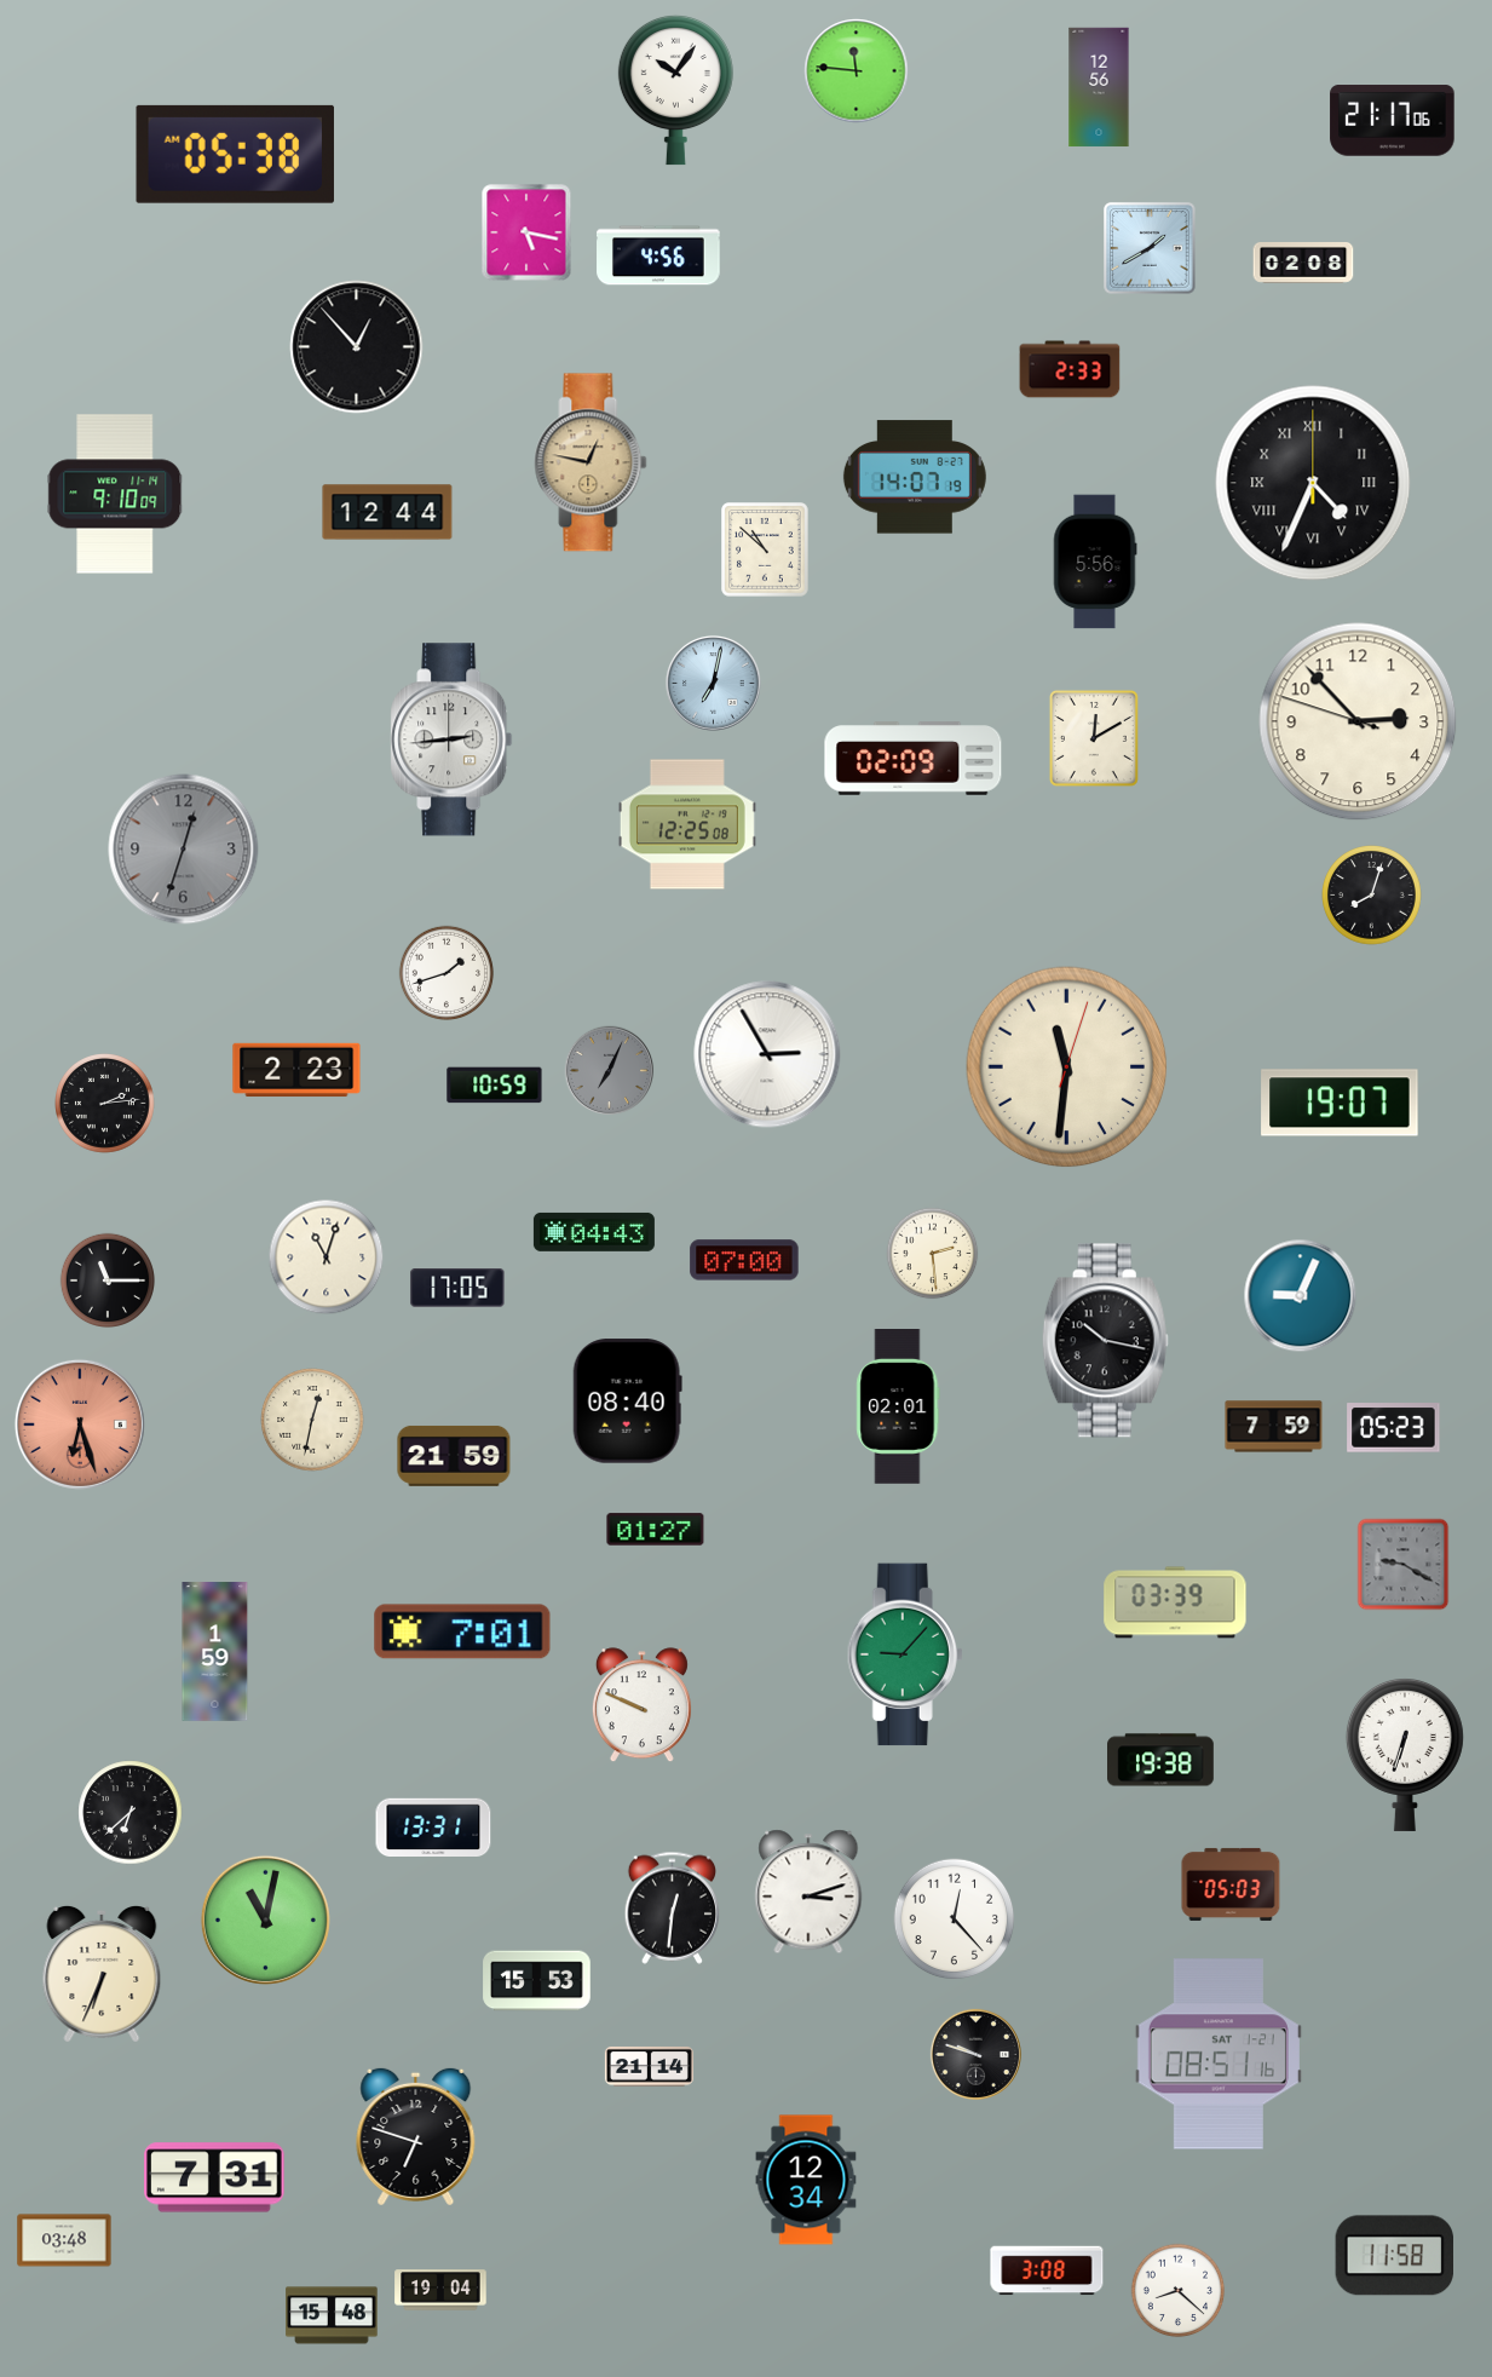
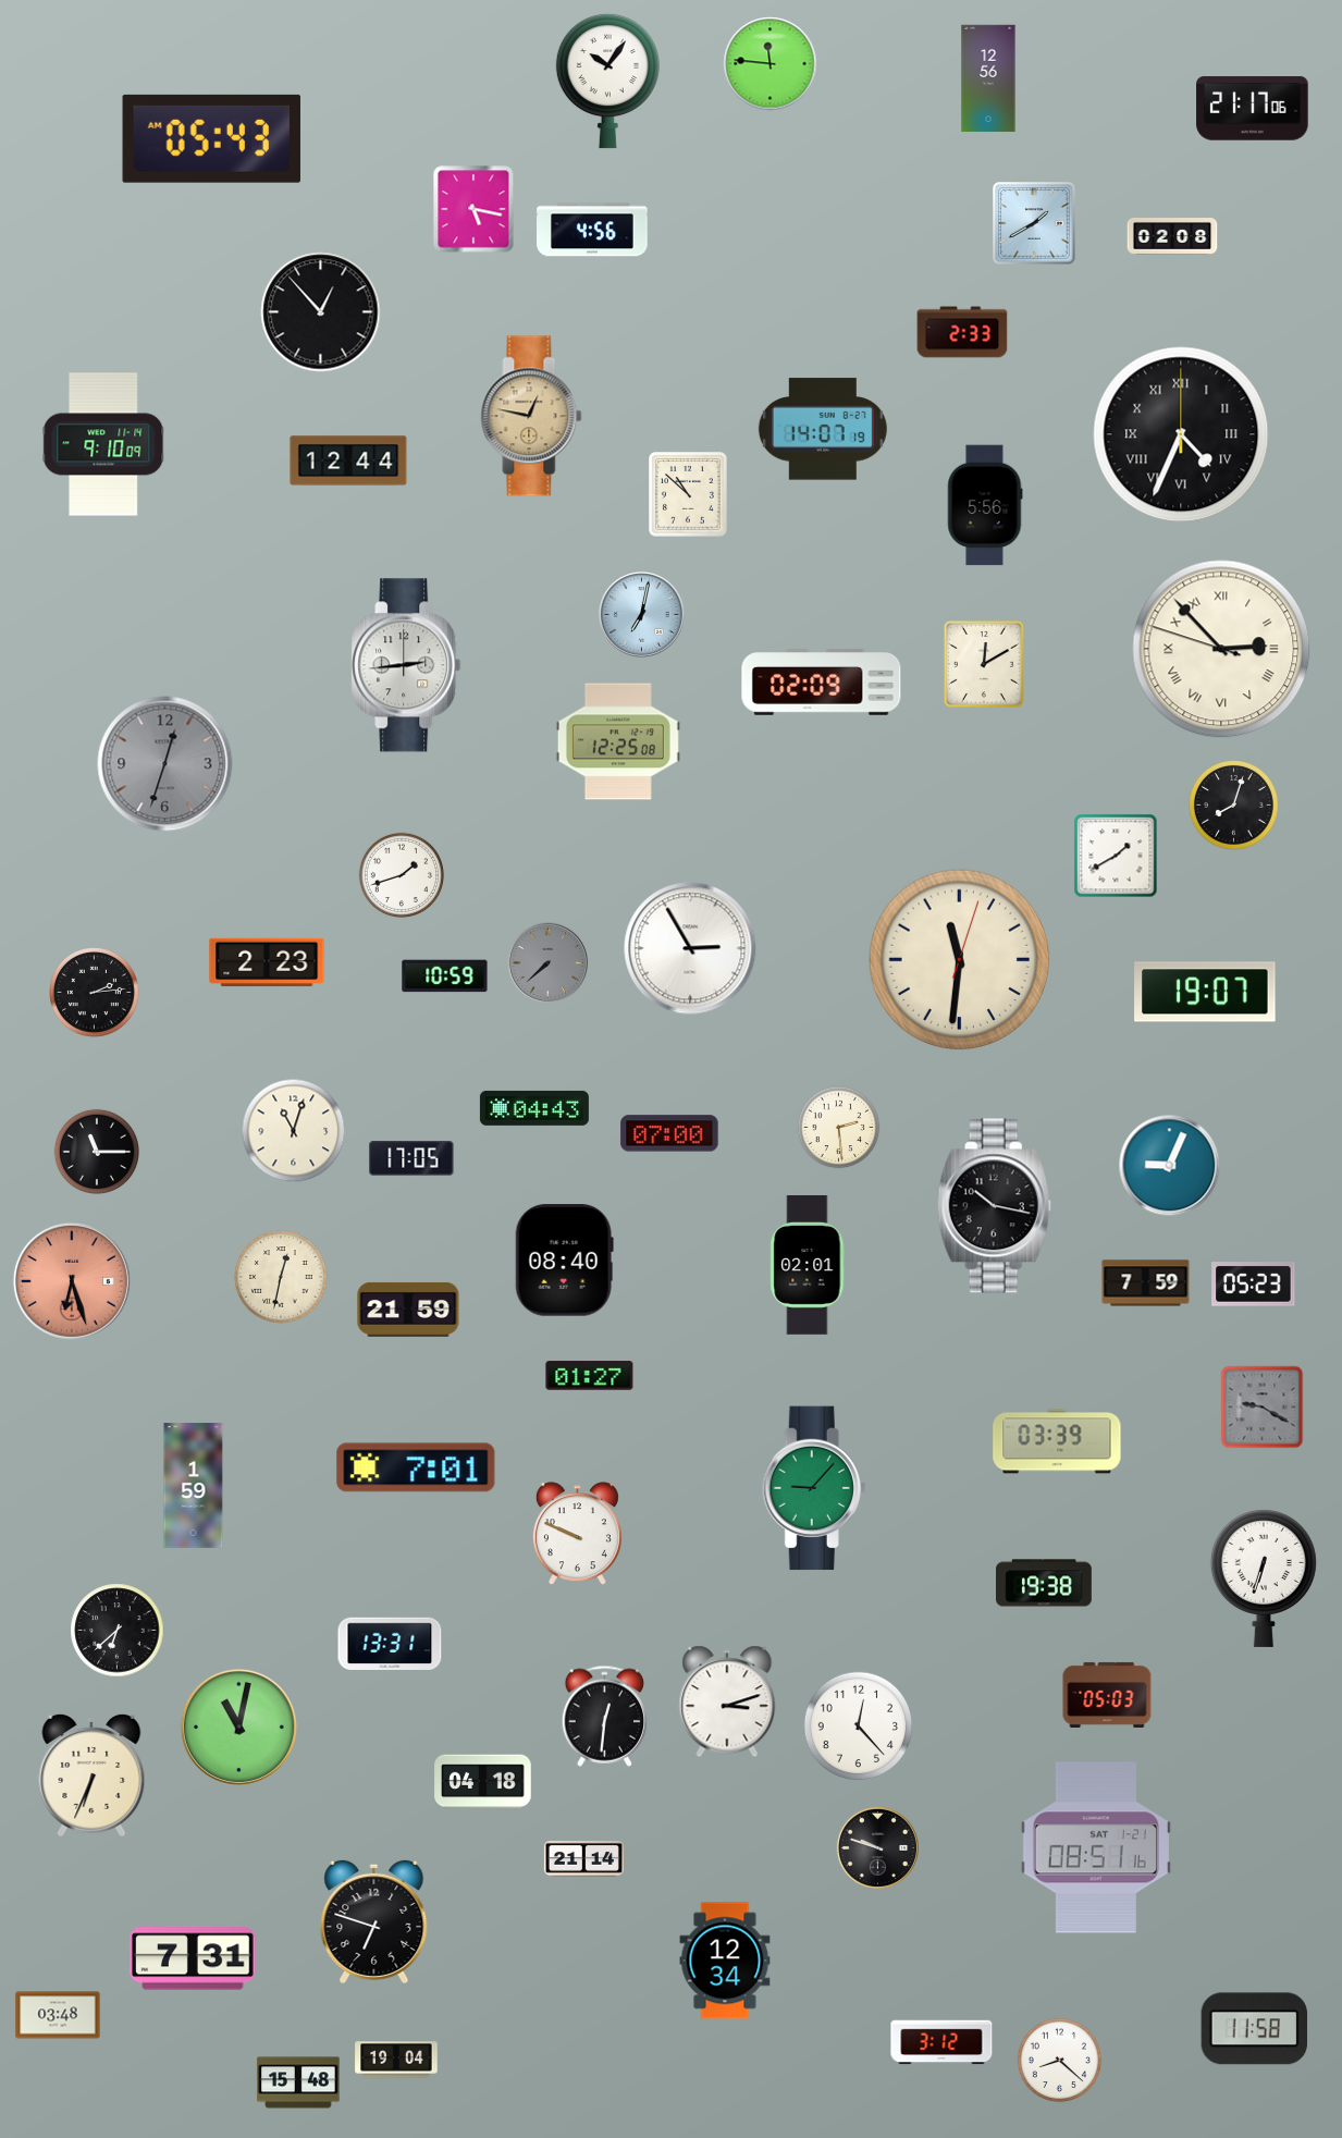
clock at (235, 154): 05:38 -> 05:43
clock at (1358, 721) numerals: Arabic -> Roman
clock at (1116, 856): none -> 1:40
clock at (610, 1071): 7:04 -> 7:38
clock at (537, 1981): 15:53 -> 04:18
clock at (1047, 2270): 3:08 -> 3:12
